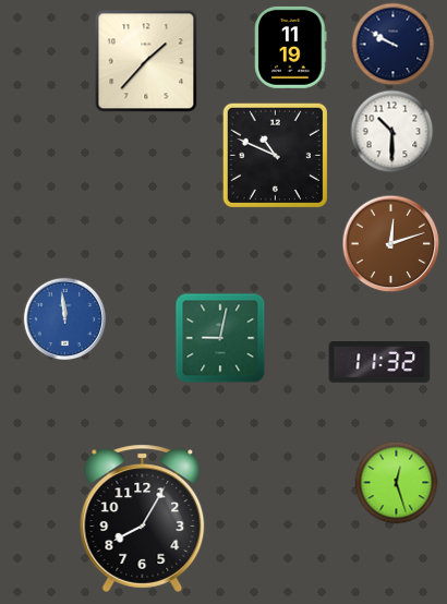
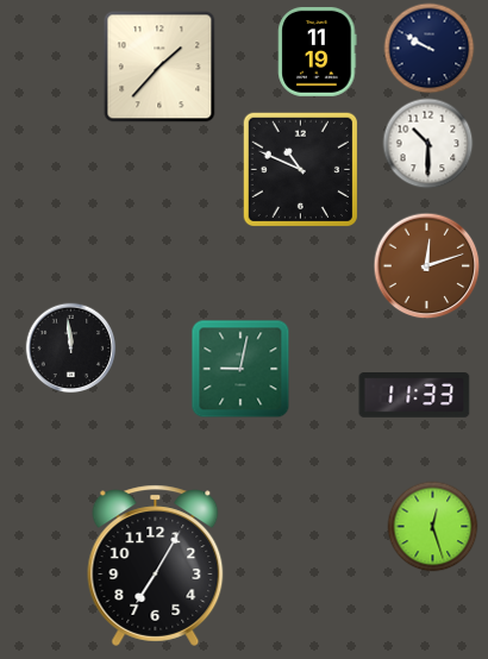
clock at (65, 319) dial: blue -> black
clock at (379, 363): 11:32 -> 11:33
clock at (143, 518): 8:05 -> 7:05
